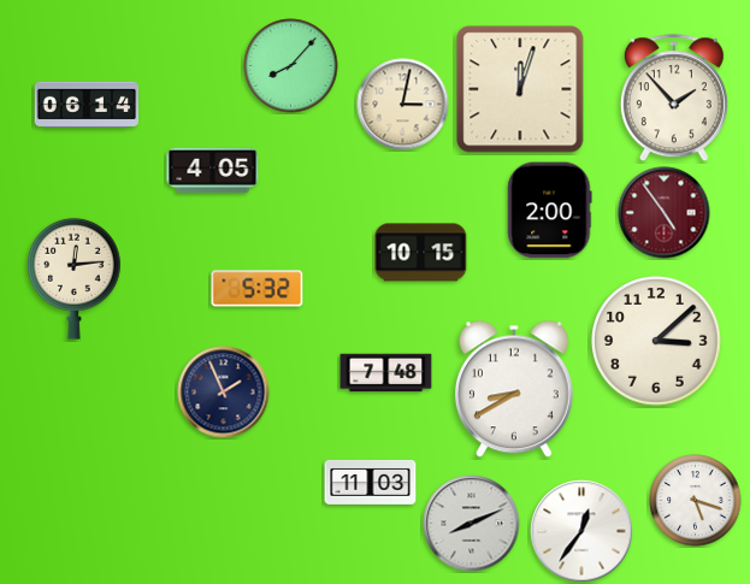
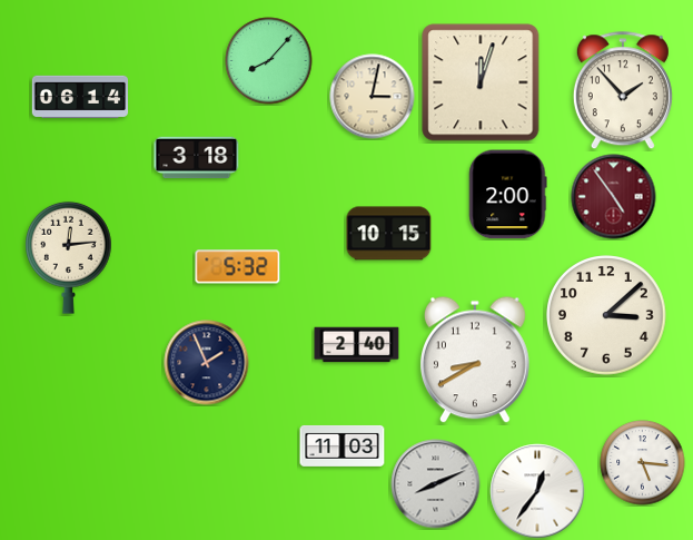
clock at (213, 171): 4:05 -> 3:18
clock at (386, 373): 7:48 -> 2:40
clock at (696, 501): 5:18 -> 5:16
